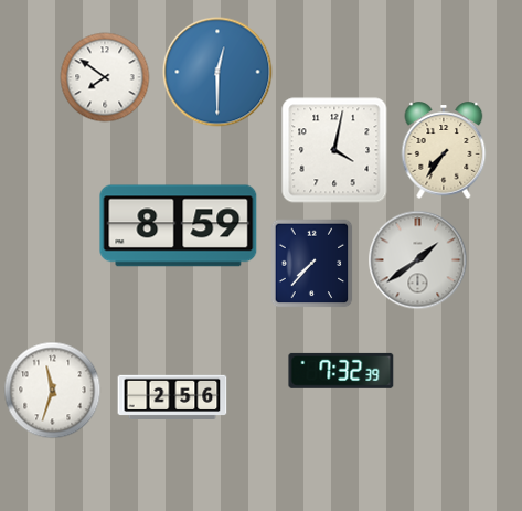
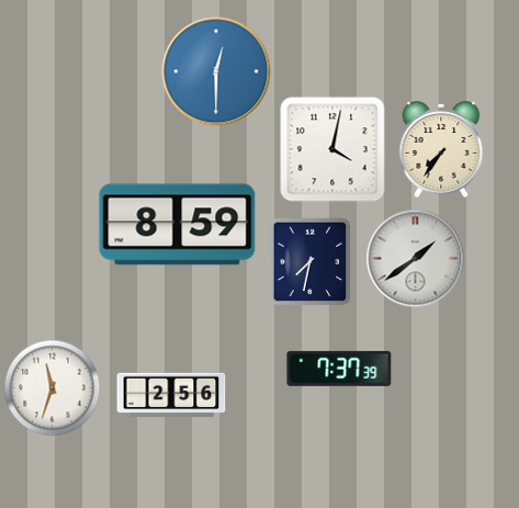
clock at (105, 77): 7:51 -> none
clock at (312, 264): 7:37 -> 7:32
clock at (341, 371): 7:32 -> 7:37
